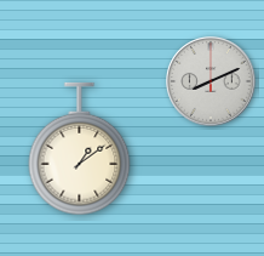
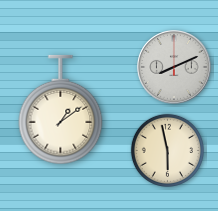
clock at (80, 149) position: (80, 149) -> (61, 110)
clock at (167, 150): none -> 5:58
